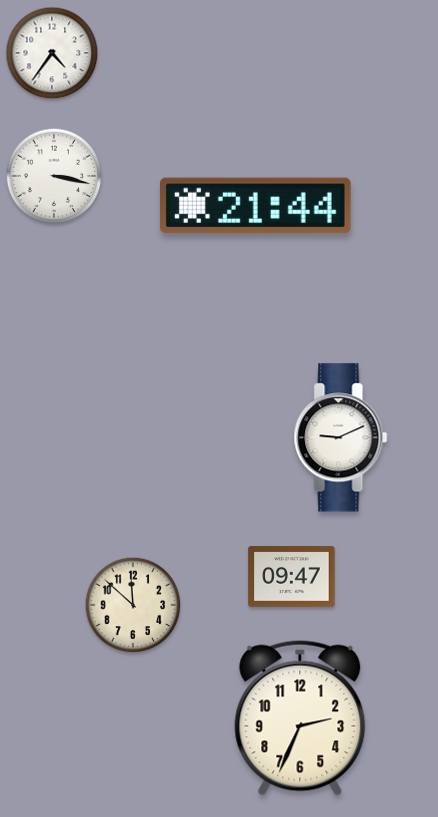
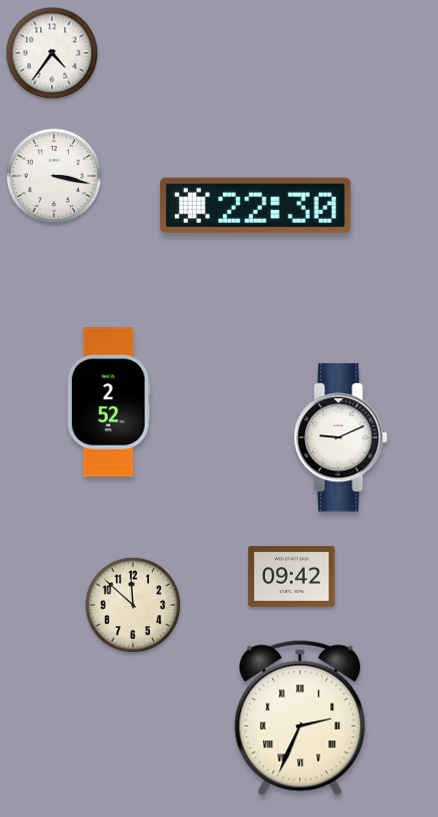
clock at (255, 206): 21:44 -> 22:30
clock at (109, 402): none -> 2:52
clock at (292, 577): 09:47 -> 09:42
clock at (300, 718) numerals: Arabic -> Roman
